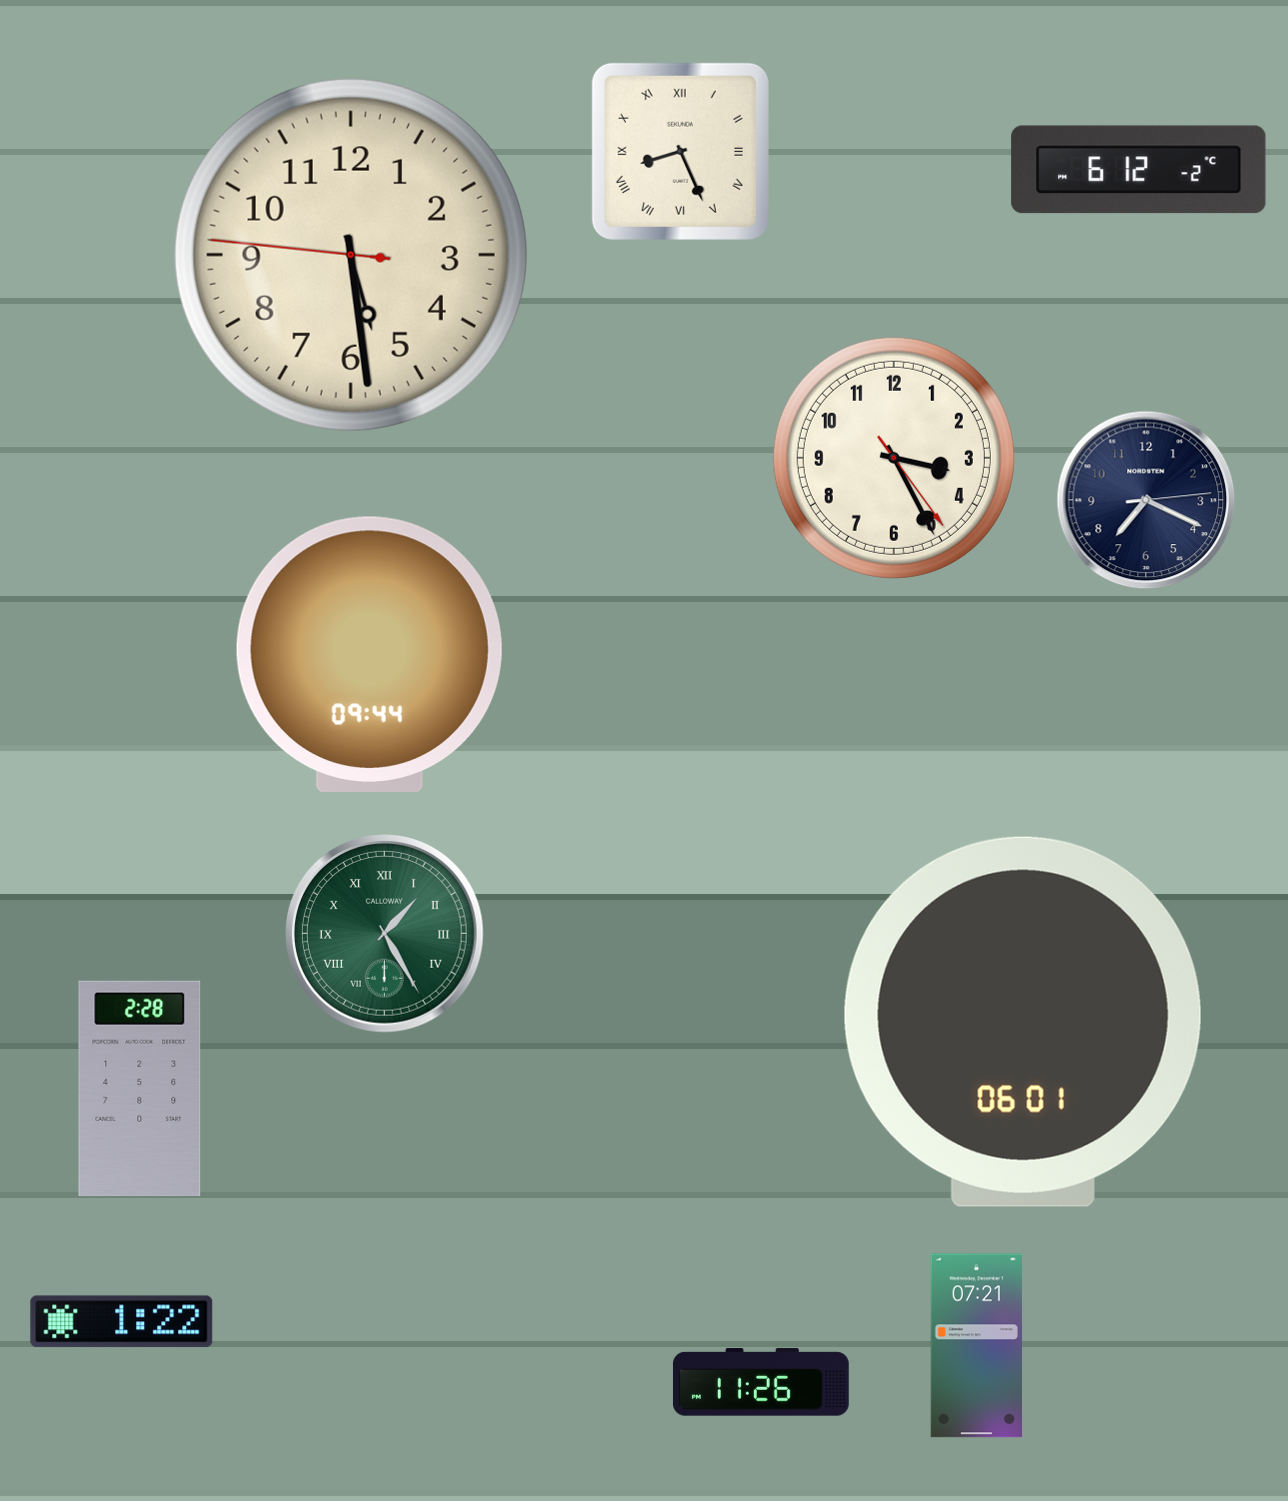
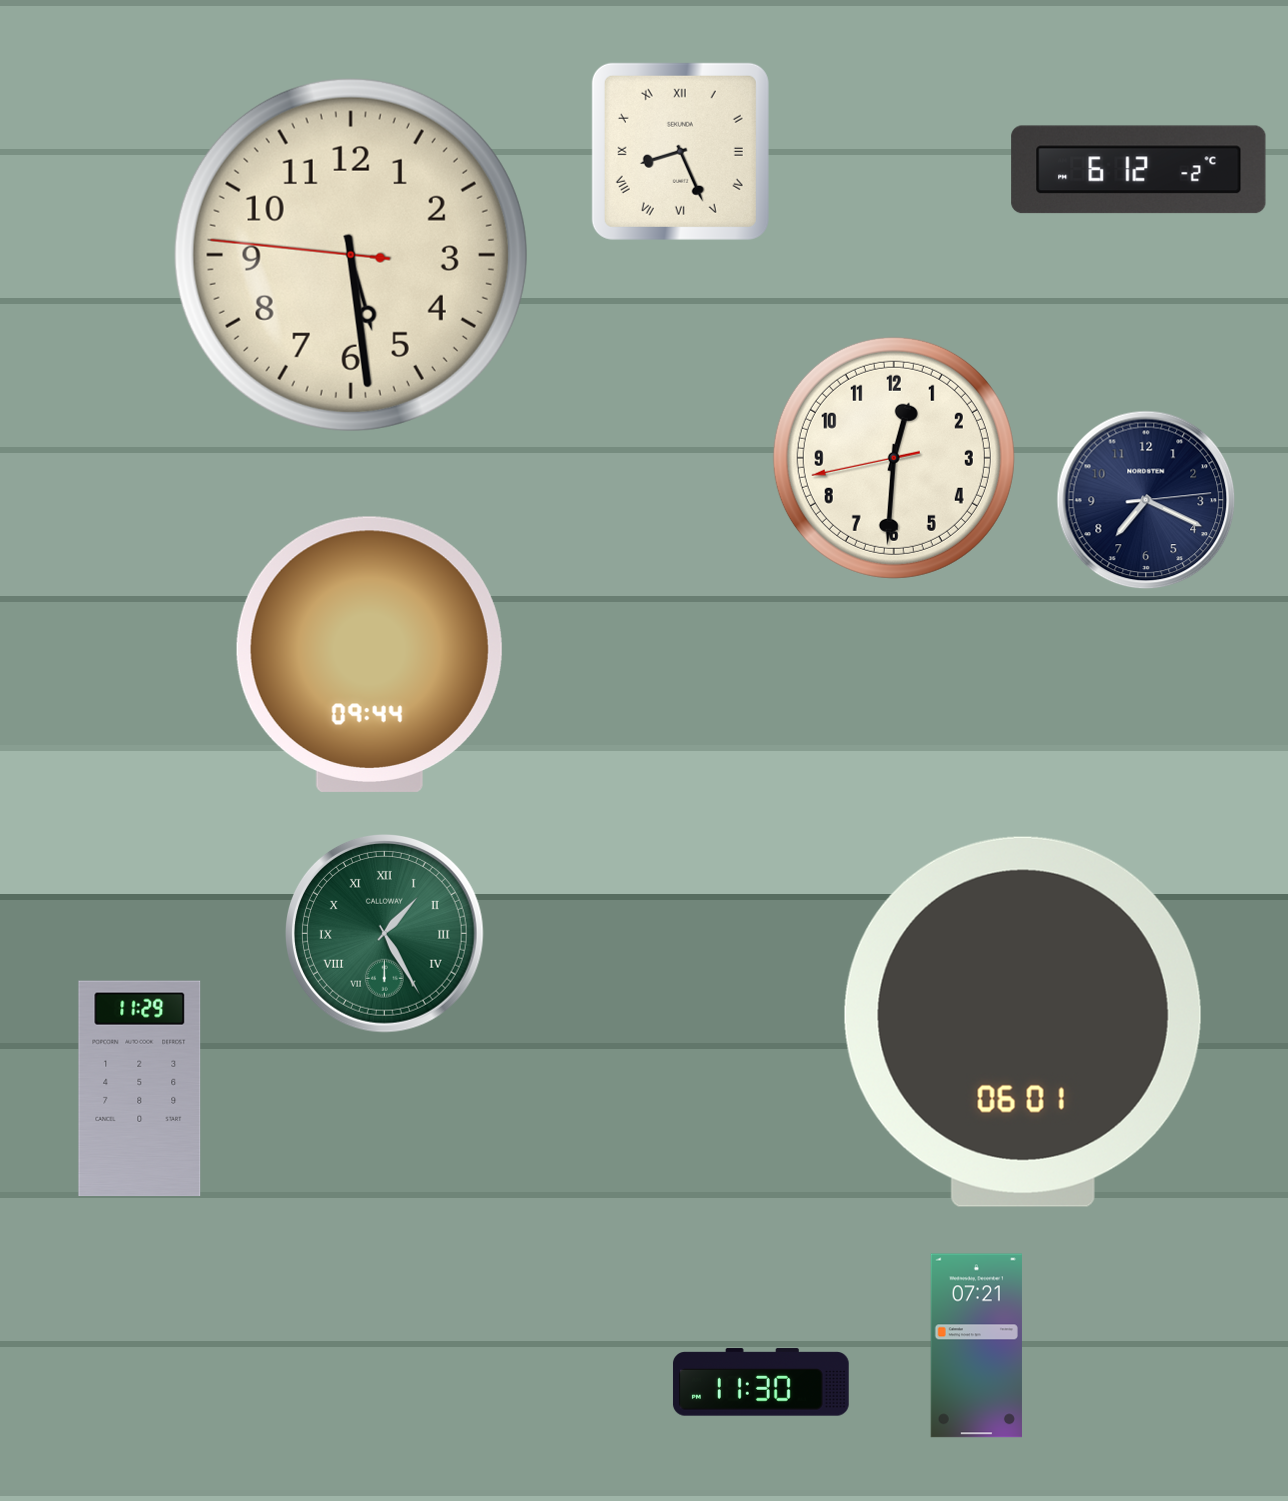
clock at (894, 458): 3:25 -> 12:30
clock at (140, 1089): 2:28 -> 11:29
clock at (122, 1322): 1:22 -> none
clock at (761, 1382): 11:26 -> 11:30
